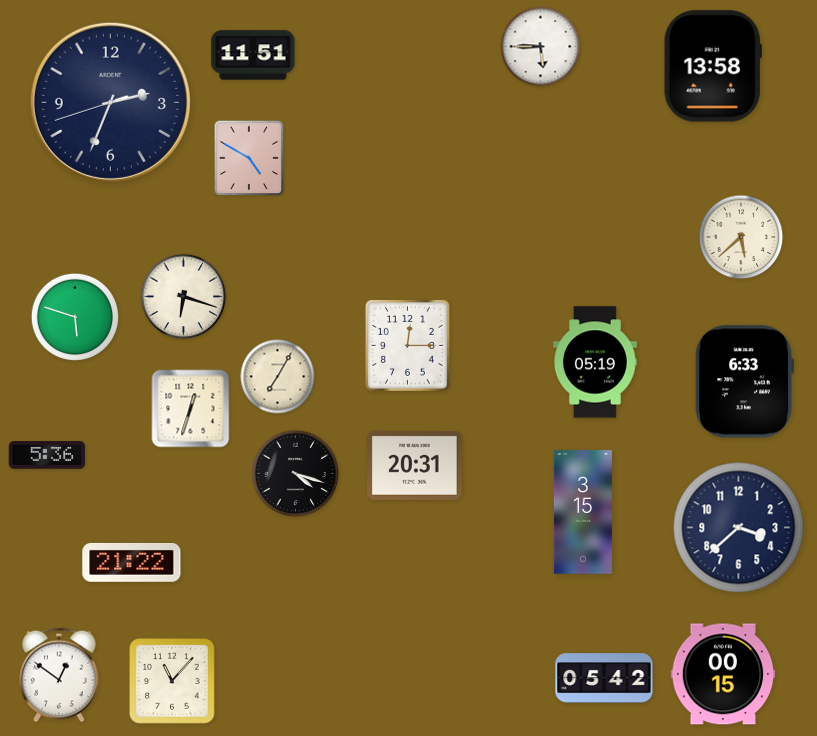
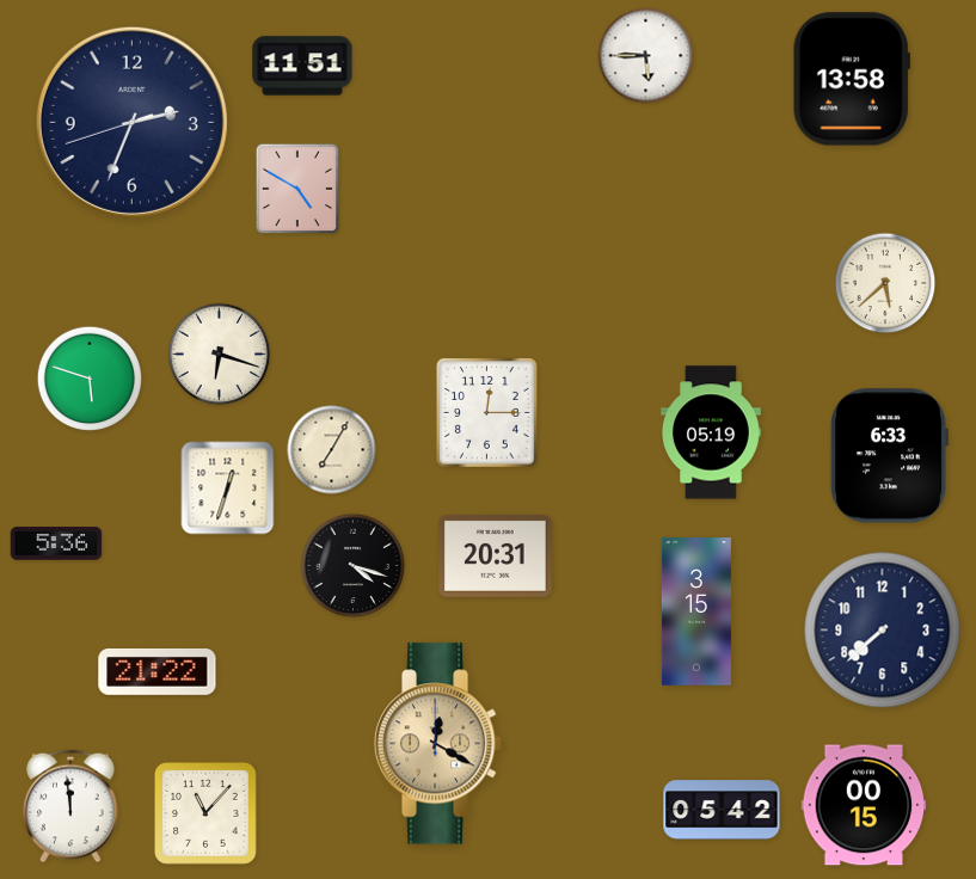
clock at (739, 528): 3:38 -> 7:38
clock at (438, 744): none -> 12:20
clock at (59, 675): 12:51 -> 11:59
